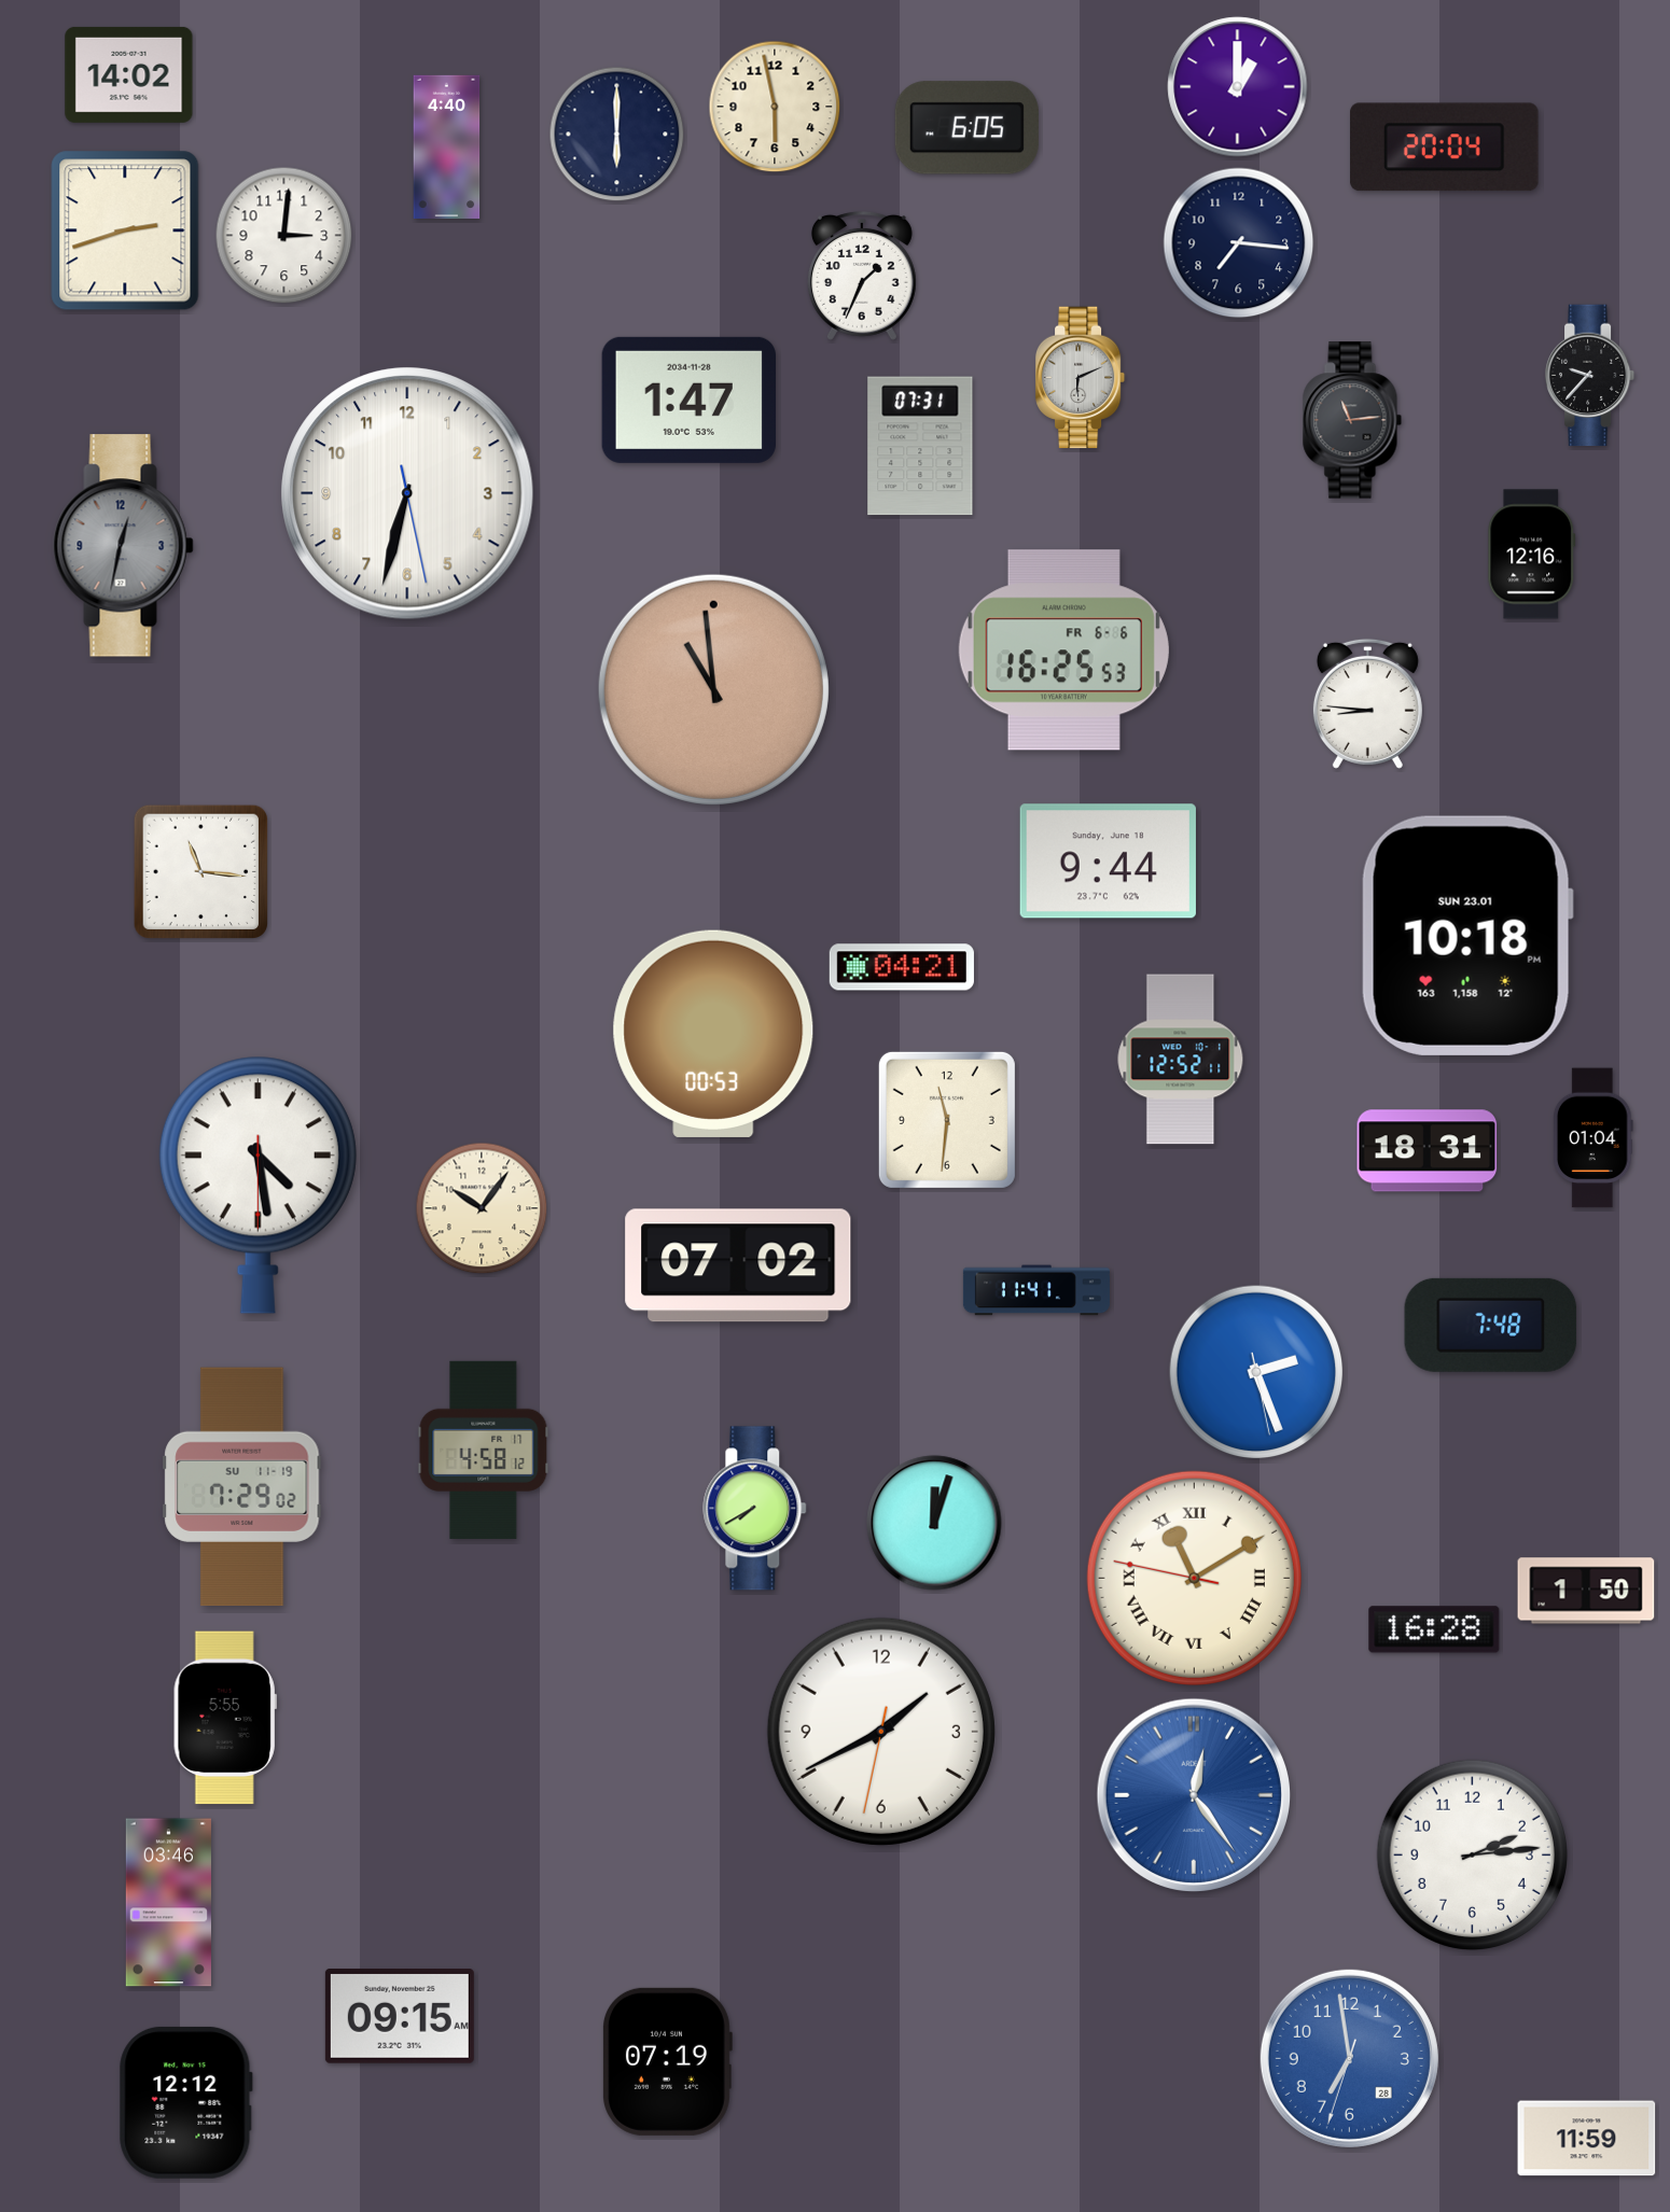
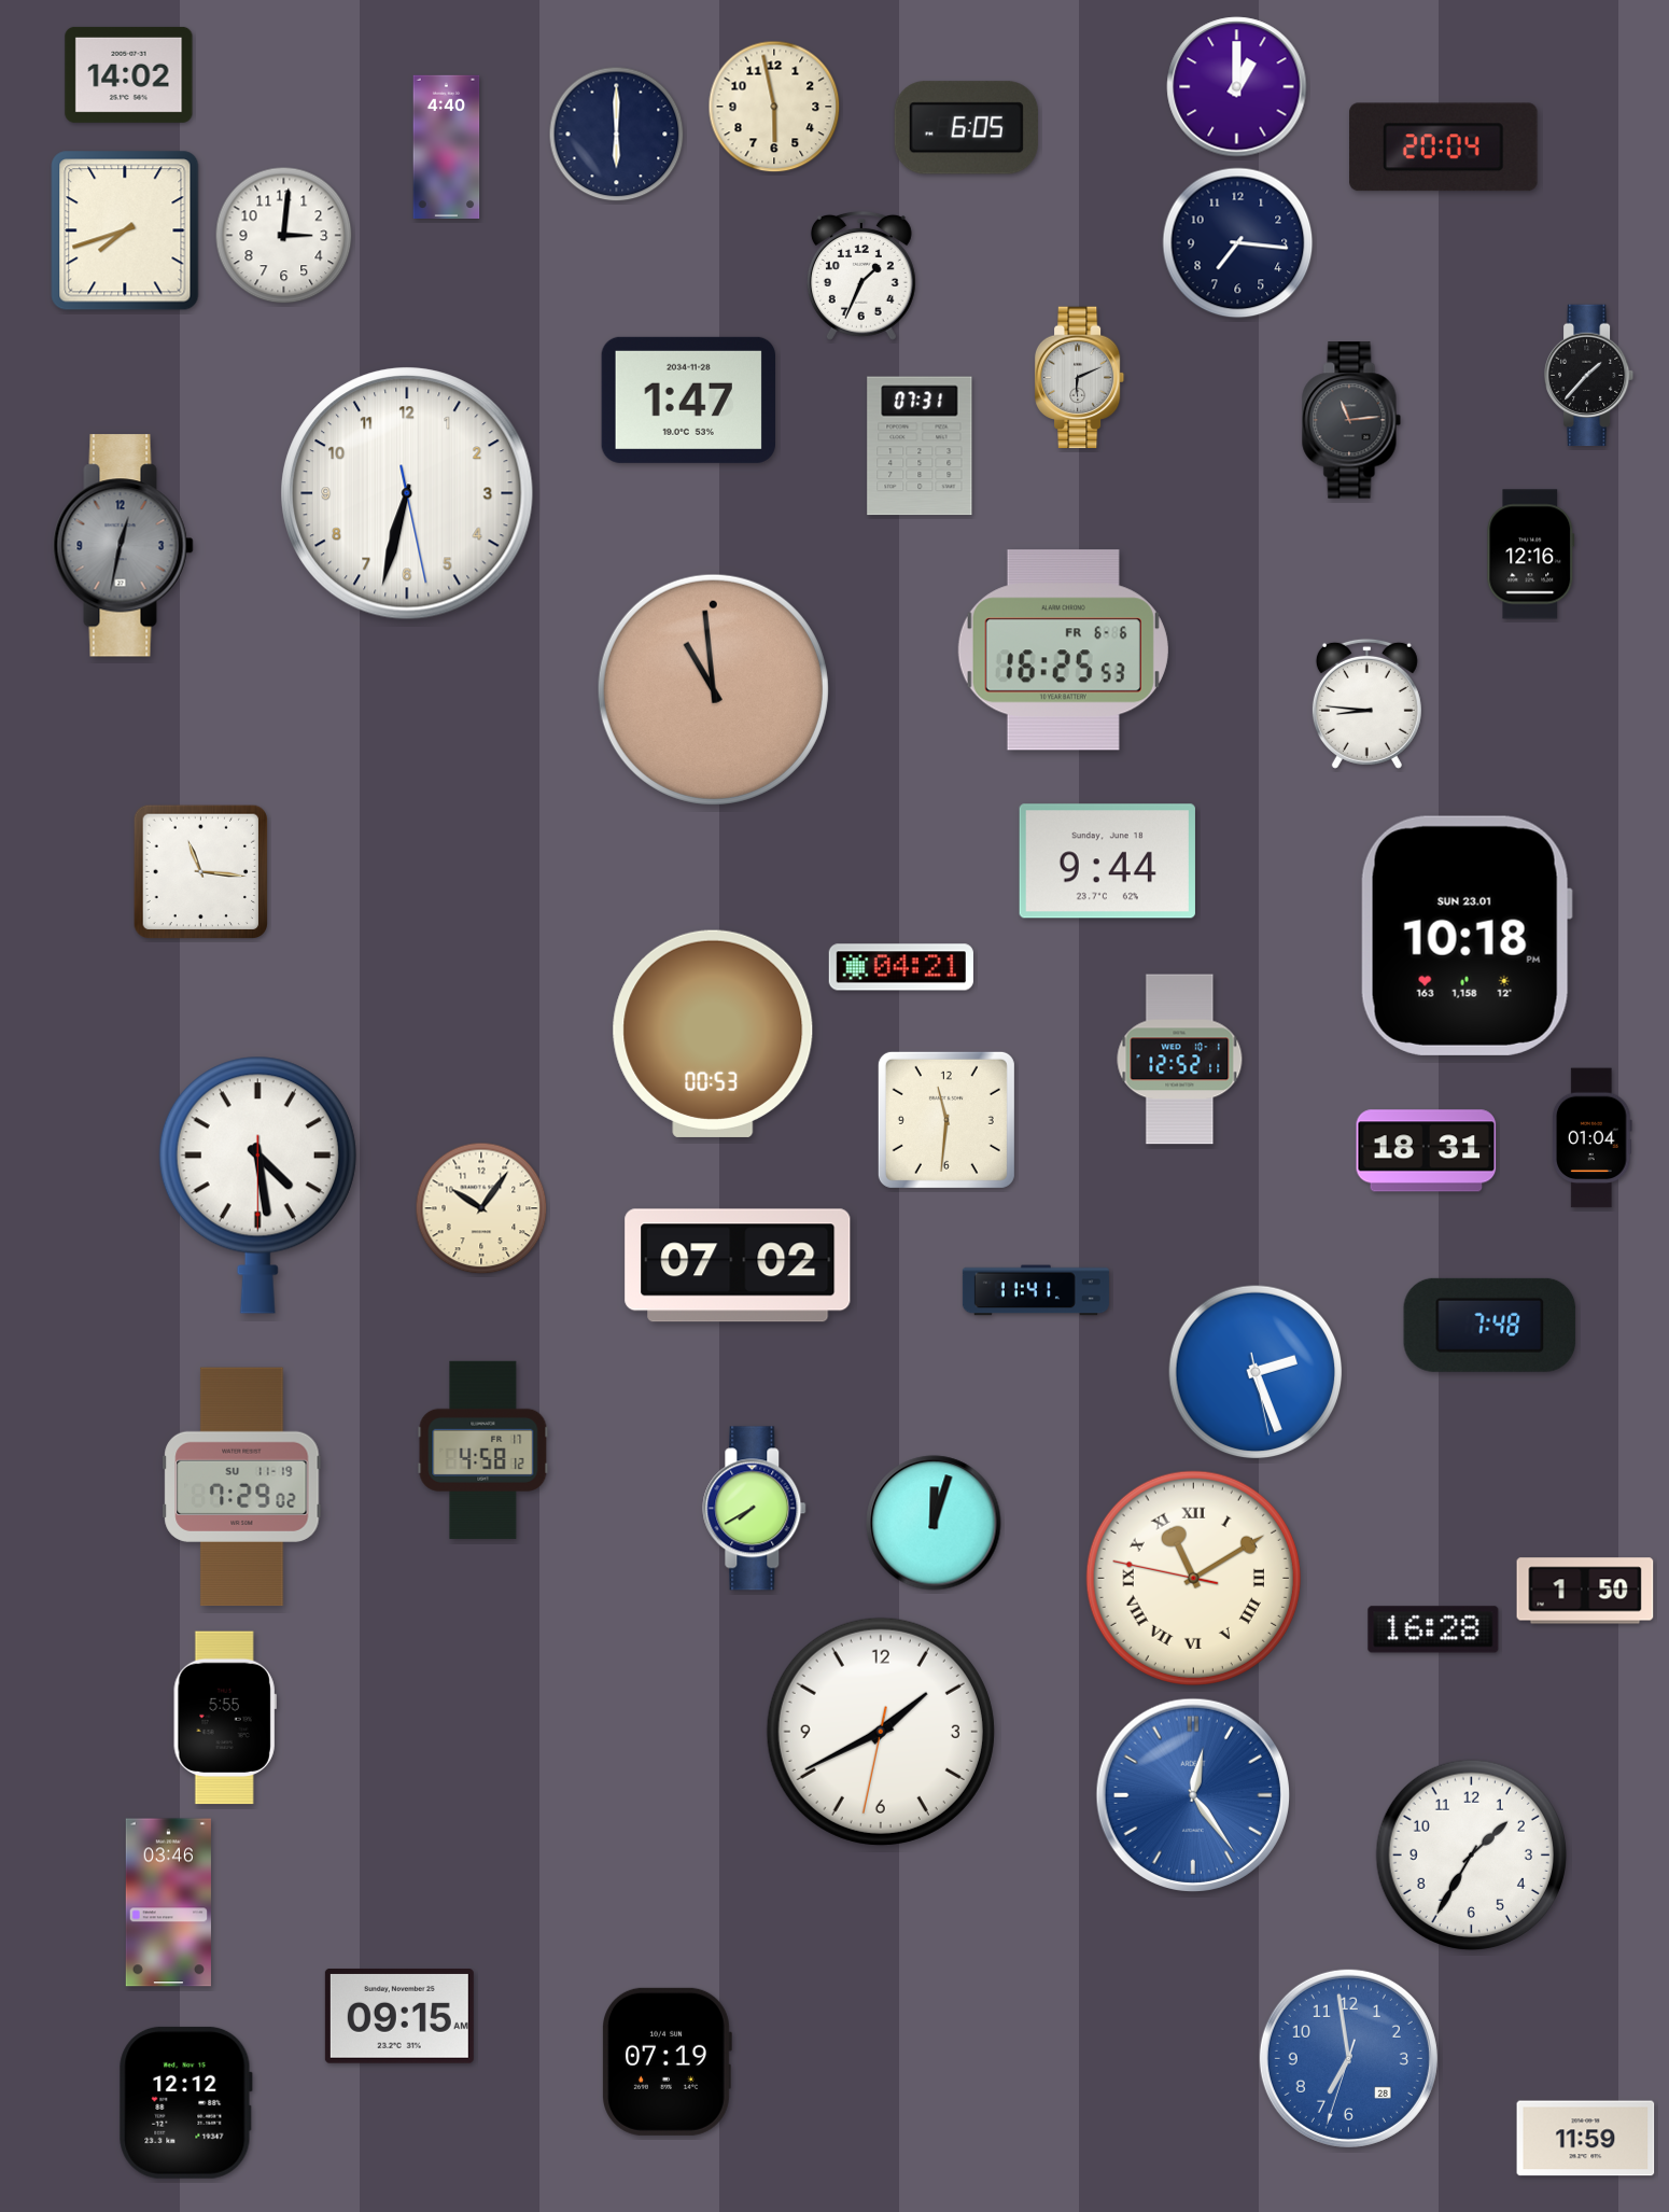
clock at (125, 230): 2:42 -> 7:42
clock at (1590, 376): 9:37 -> 1:37
clock at (1472, 1854): 2:14 -> 1:35
